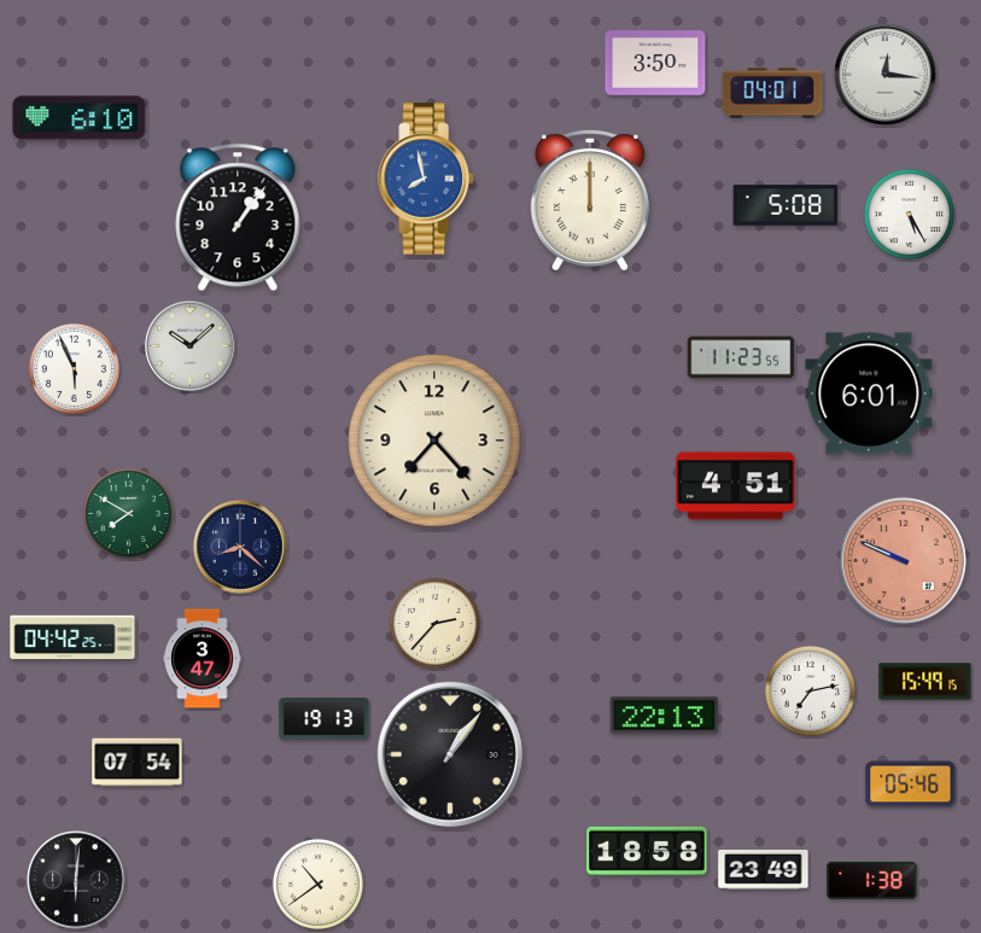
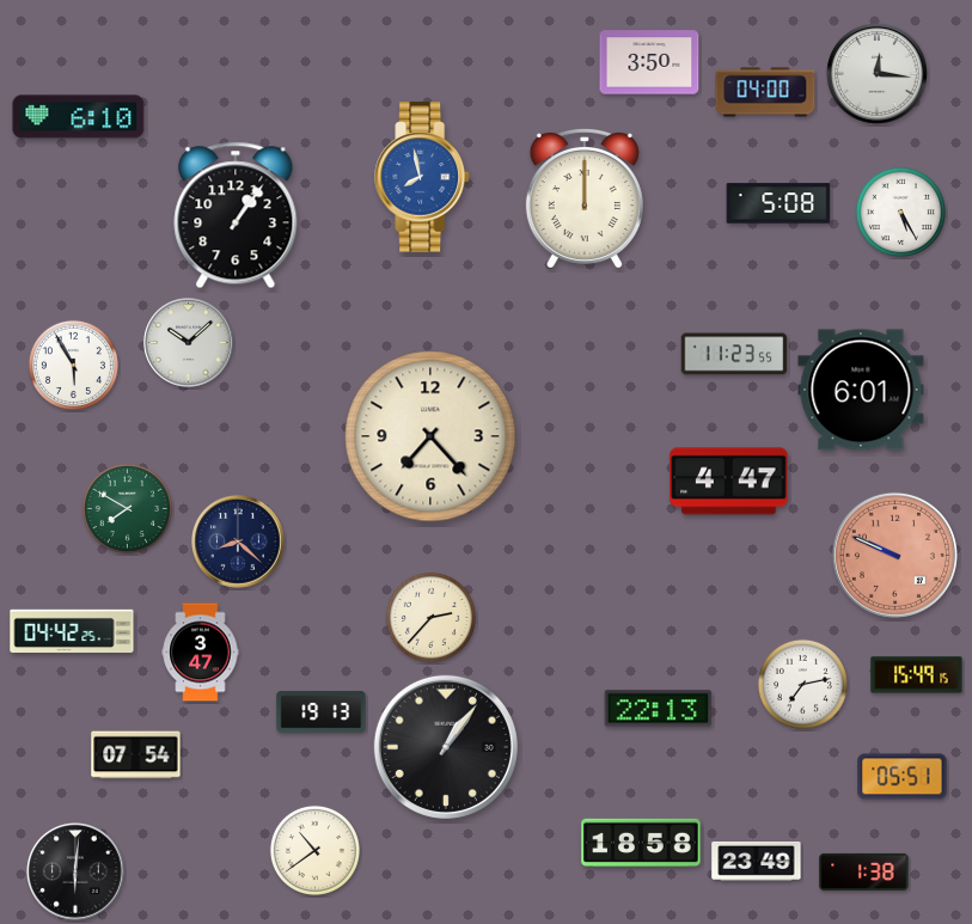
clock at (772, 93): 04:01 -> 04:00
clock at (74, 368): 5:56 -> 5:55
clock at (736, 486): 4:51 -> 4:47
clock at (911, 785): 05:46 -> 05:51
clock at (317, 884) position: (317, 884) -> (314, 850)
